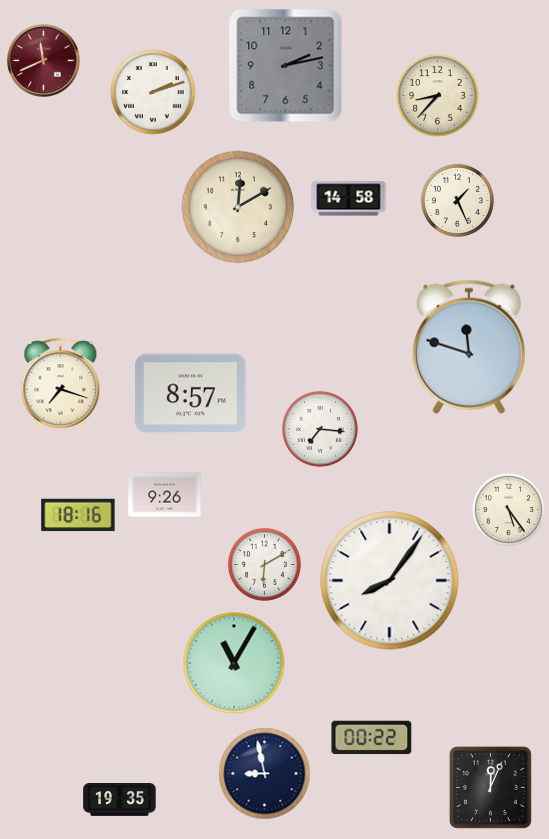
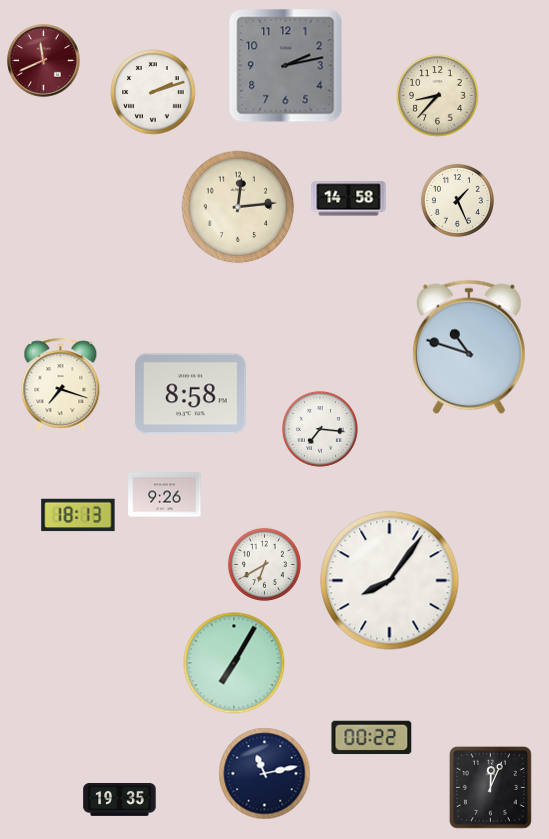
clock at (238, 207): 12:10 -> 12:14
clock at (469, 347): 11:48 -> 10:48
clock at (191, 394): 8:57 -> 8:58
clock at (508, 509): 5:24 -> none
clock at (78, 515): 18:16 -> 18:13
clock at (264, 564): 6:10 -> 6:40
clock at (234, 663): 11:05 -> 7:05
clock at (265, 774): 8:58 -> 11:13
